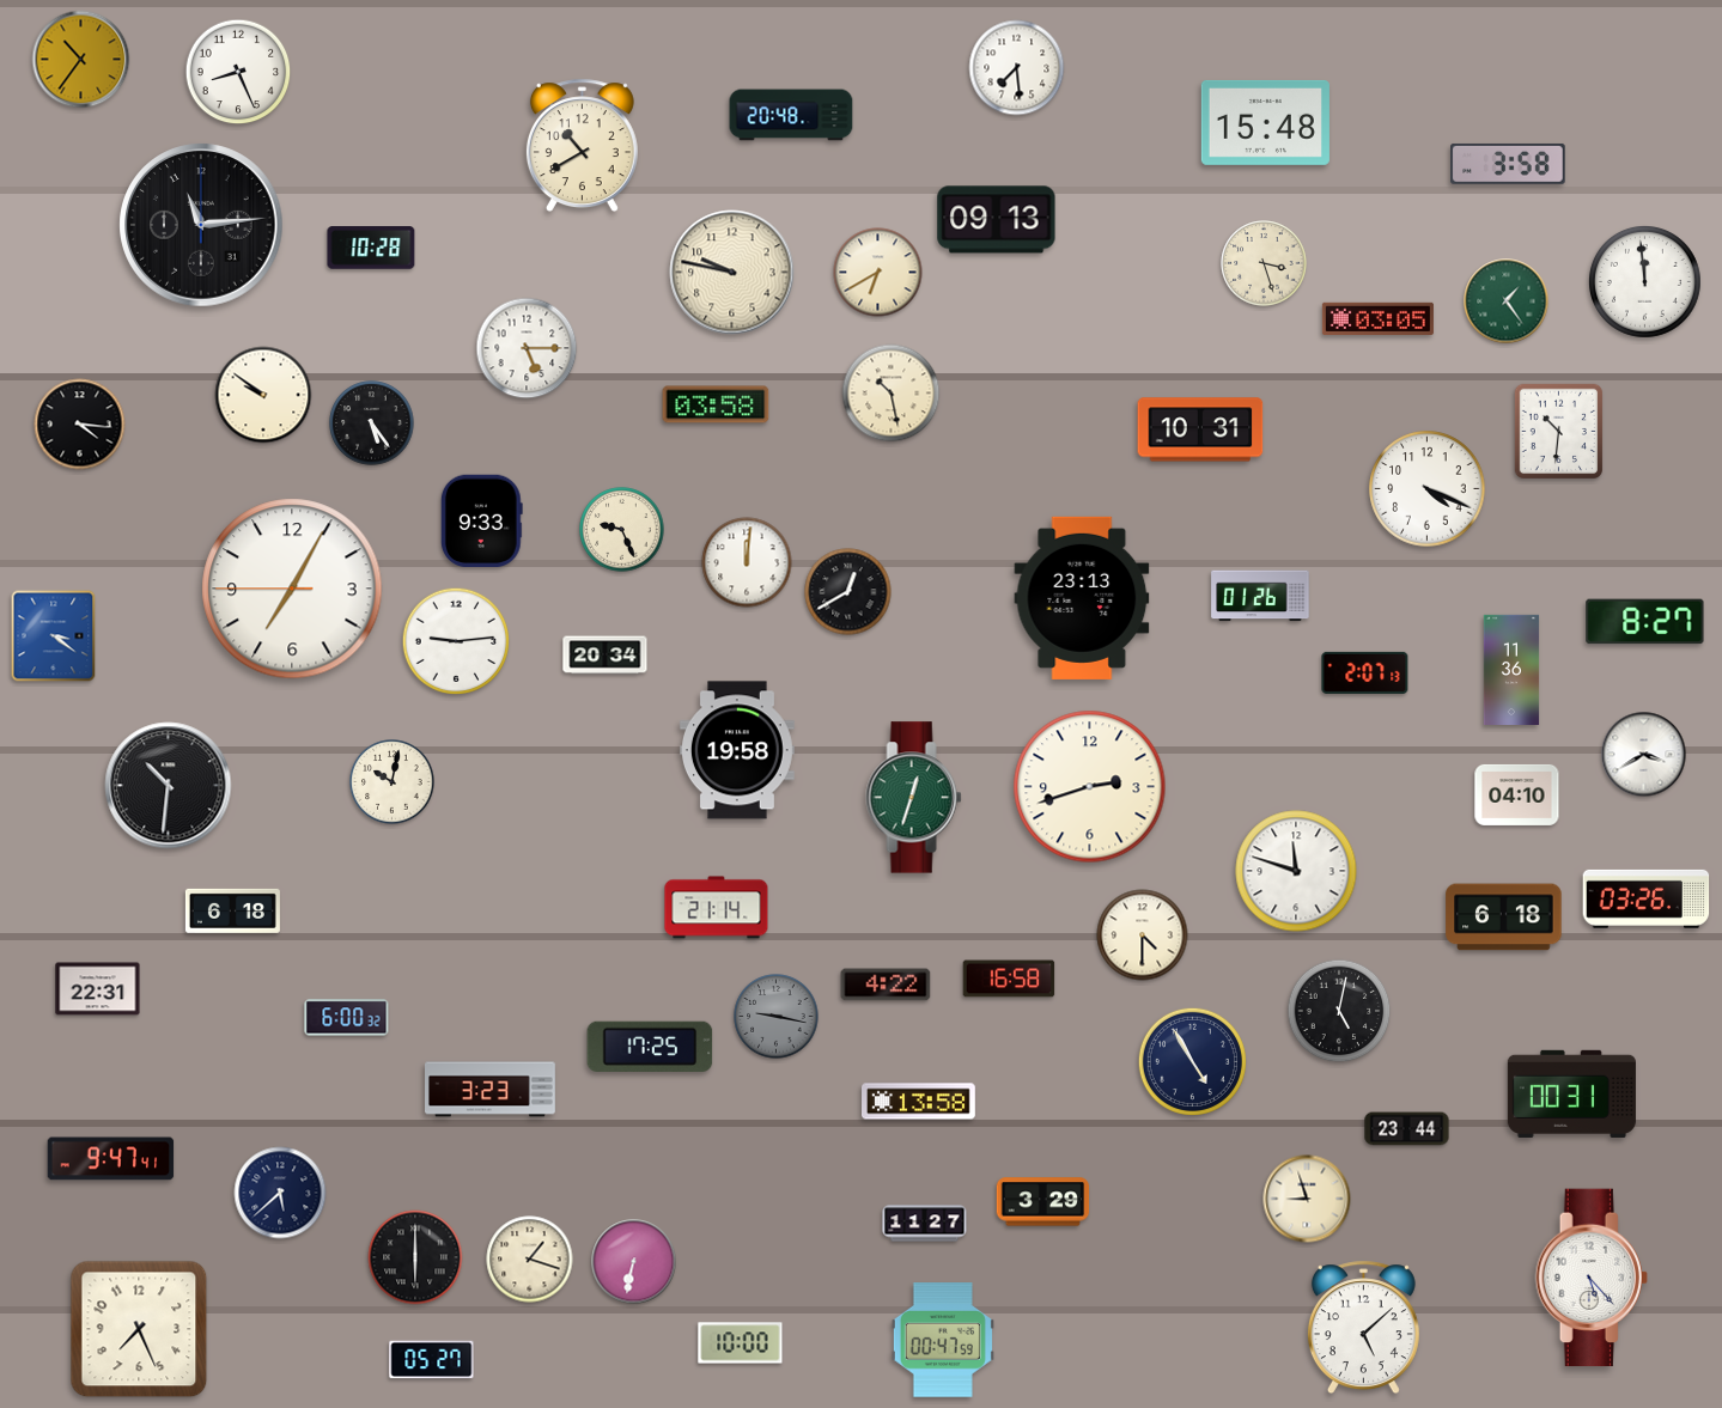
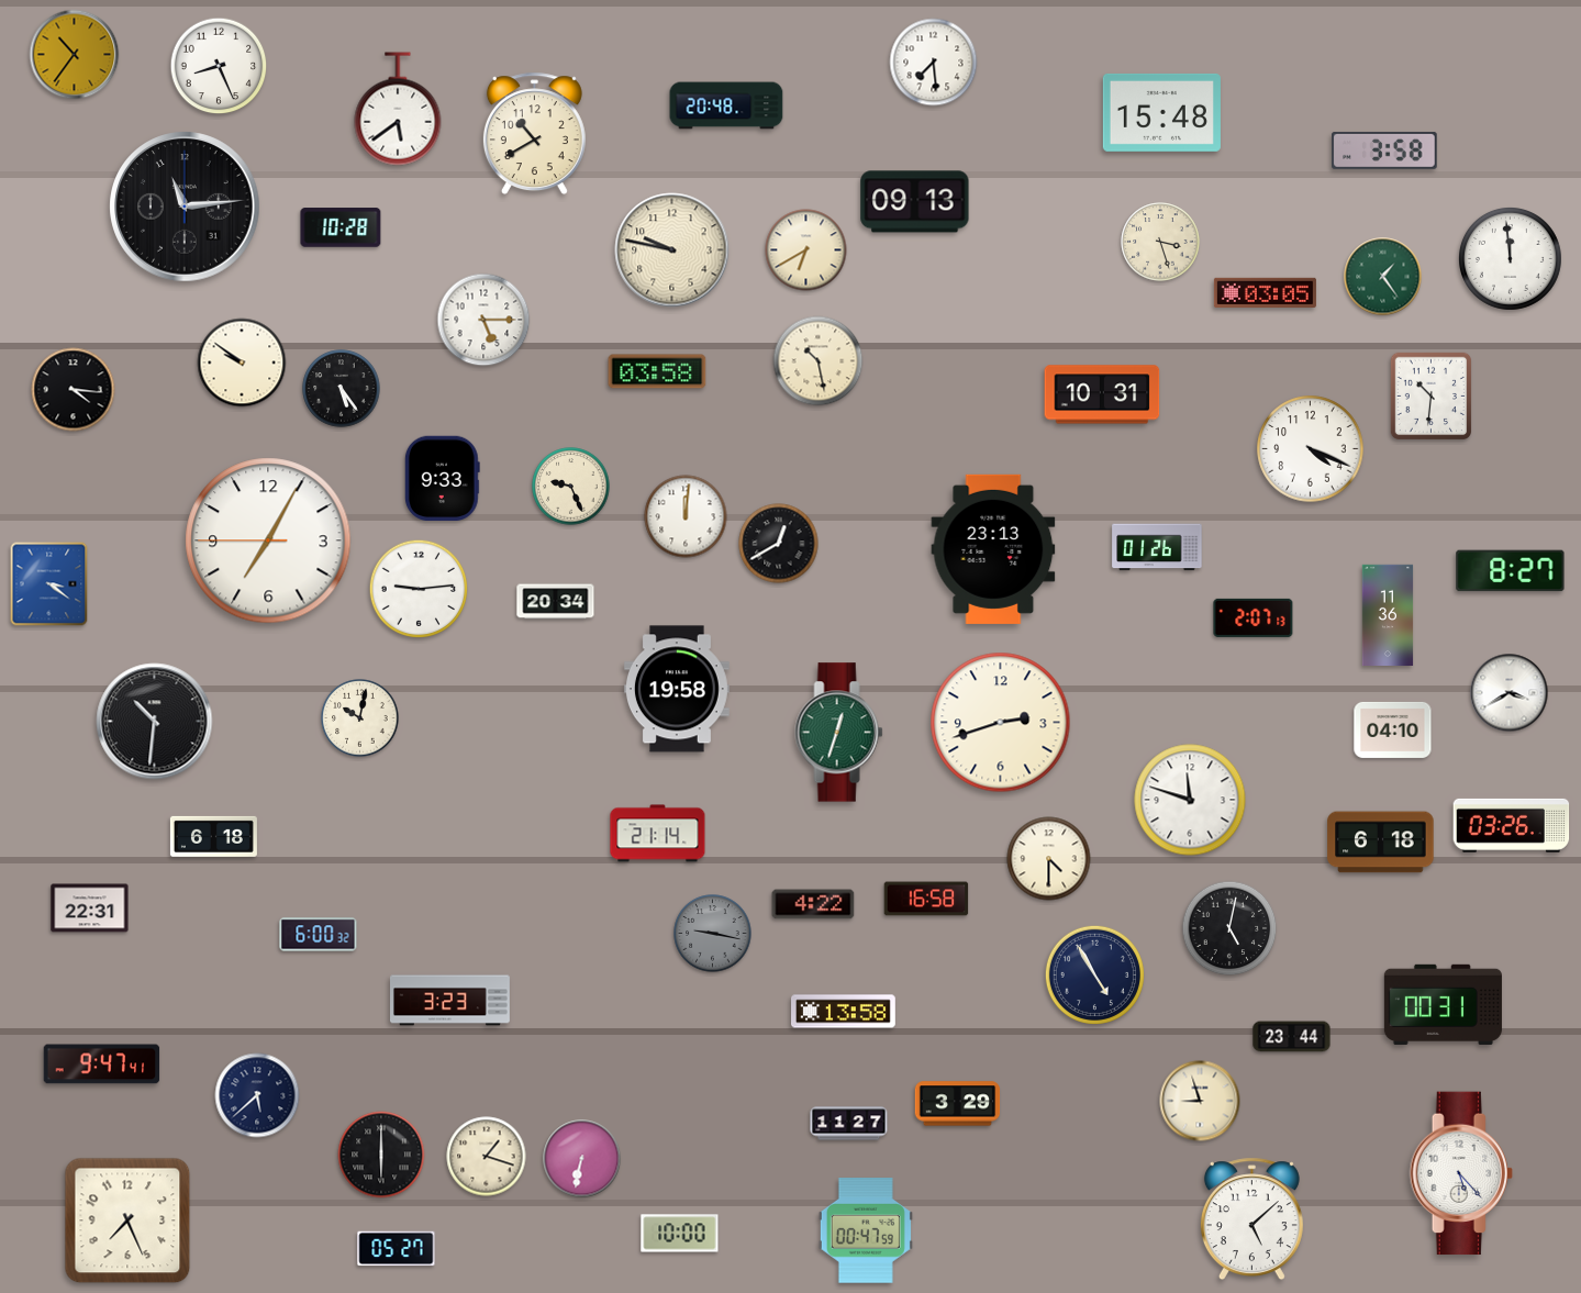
clock at (398, 109): none -> 5:39
clock at (650, 1046): 17:25 -> none
